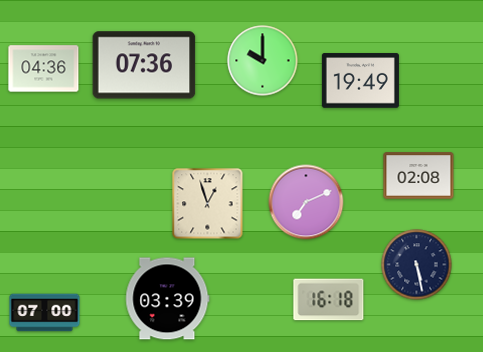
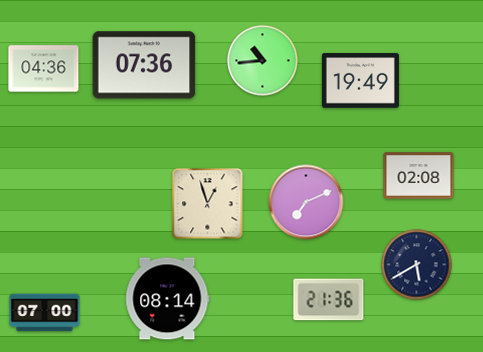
clock at (263, 61): 10:00 -> 10:44
clock at (417, 265): 5:28 -> 5:40
clock at (168, 299): 03:39 -> 08:14
clock at (329, 300): 16:18 -> 21:36
